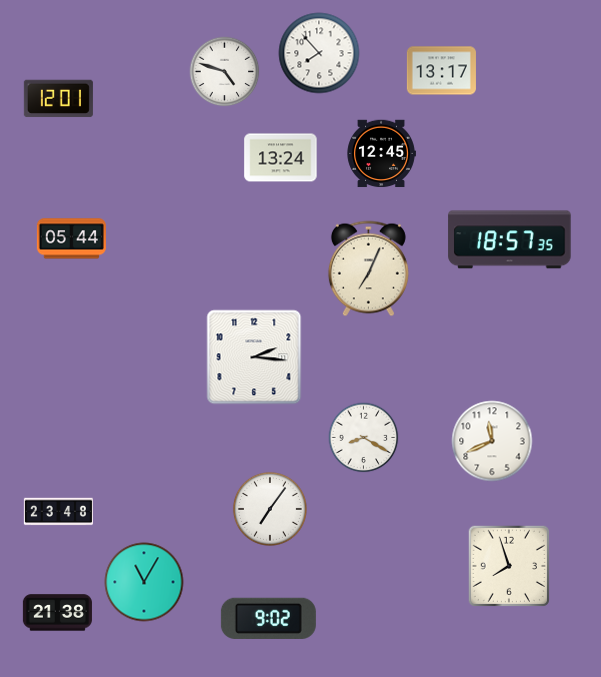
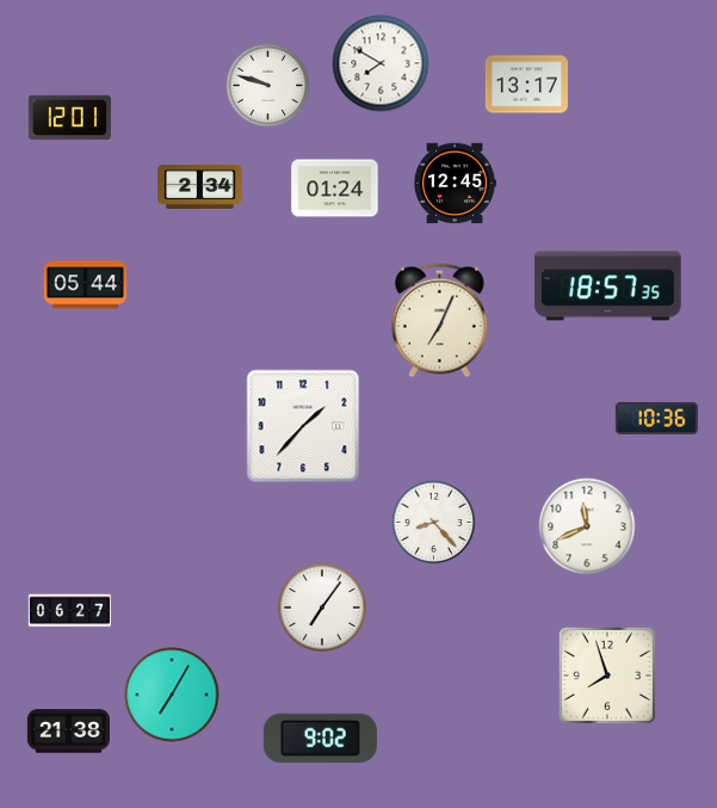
clock at (319, 53): 7:53 -> 7:50
clock at (225, 72): 4:48 -> 9:48
clock at (200, 186): none -> 2:34
clock at (281, 158): 13:24 -> 01:24
clock at (656, 418): none -> 10:36
clock at (254, 357): 2:16 -> 1:37
clock at (364, 438): 8:20 -> 8:23
clock at (58, 512): 23:48 -> 06:27
clock at (144, 582): 11:05 -> 7:05
